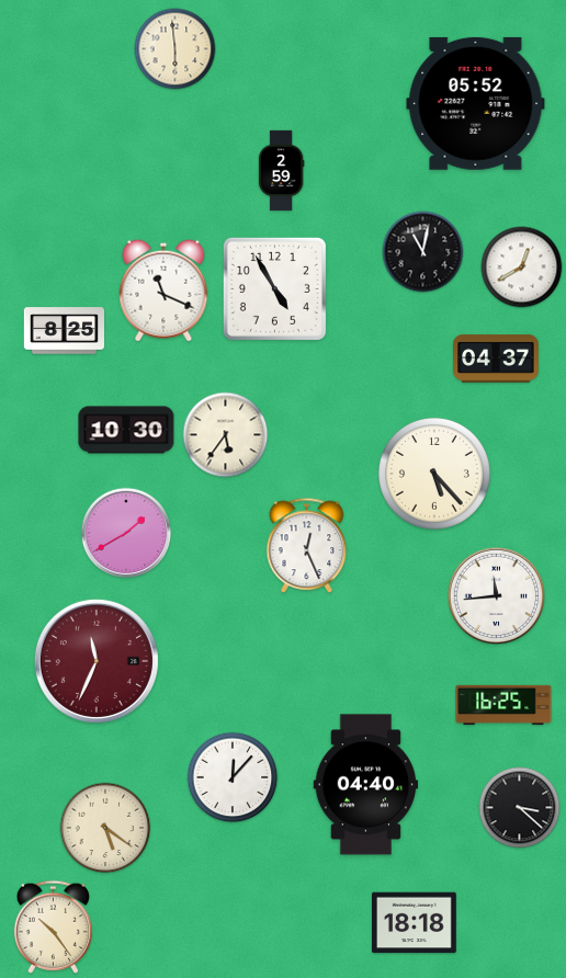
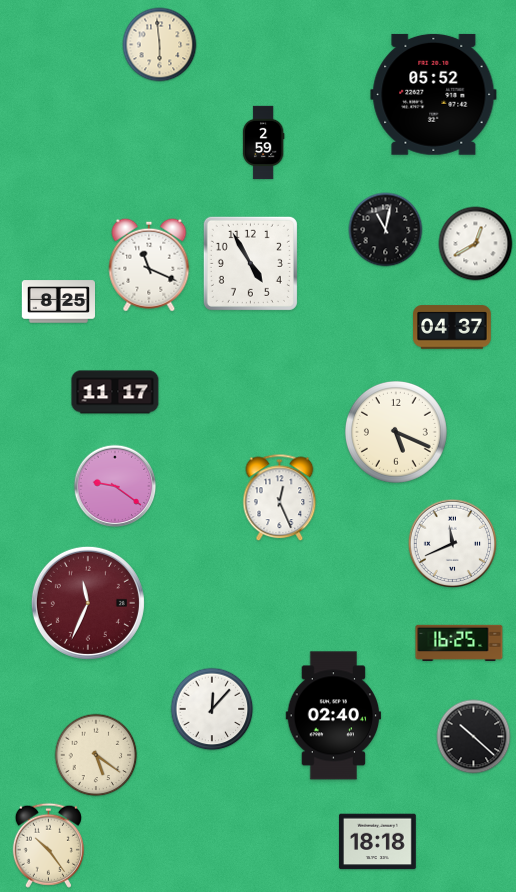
clock at (281, 171) position: (281, 171) -> (263, 143)
clock at (126, 430): 10:30 -> 11:17
clock at (226, 435): 5:36 -> none
clock at (434, 474): 5:23 -> 5:19
clock at (126, 533): 1:40 -> 9:21
clock at (497, 596): 11:44 -> 11:41
clock at (366, 785): 04:40 -> 02:40
clock at (520, 808): 3:22 -> 10:22
